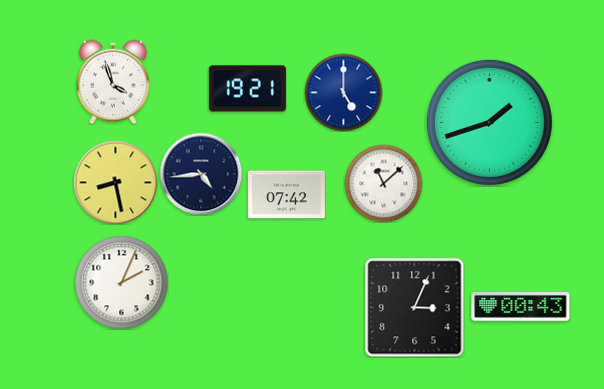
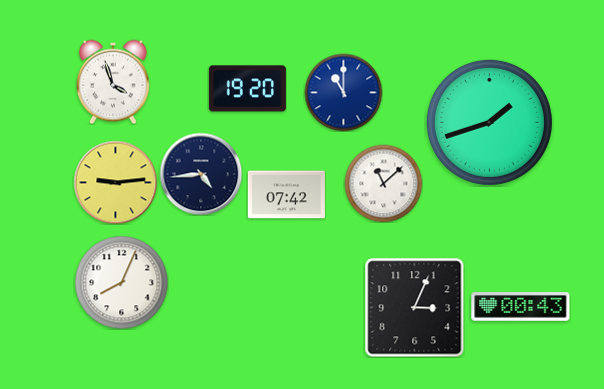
clock at (247, 89): 19:21 -> 19:20
clock at (343, 92): 5:00 -> 11:00
clock at (115, 182): 8:28 -> 9:14
clock at (121, 282): 2:04 -> 8:04
